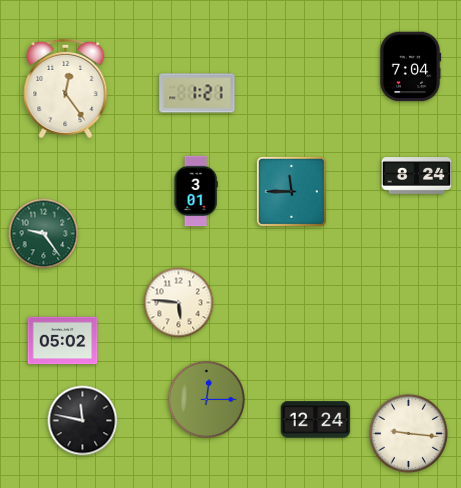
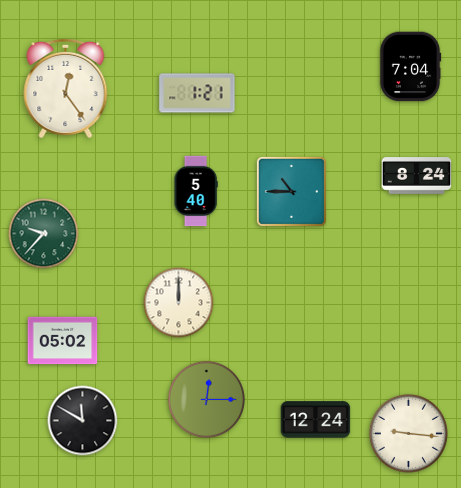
clock at (196, 191): 3:01 -> 5:40
clock at (291, 191): 11:45 -> 10:45
clock at (44, 234): 9:24 -> 9:37
clock at (179, 303): 5:46 -> 12:00
clock at (83, 421): 11:47 -> 11:50
